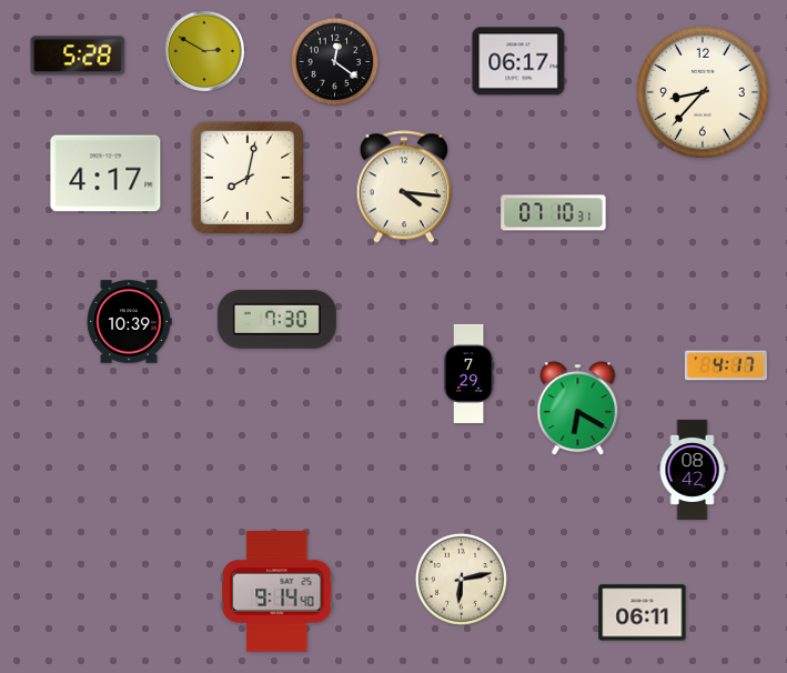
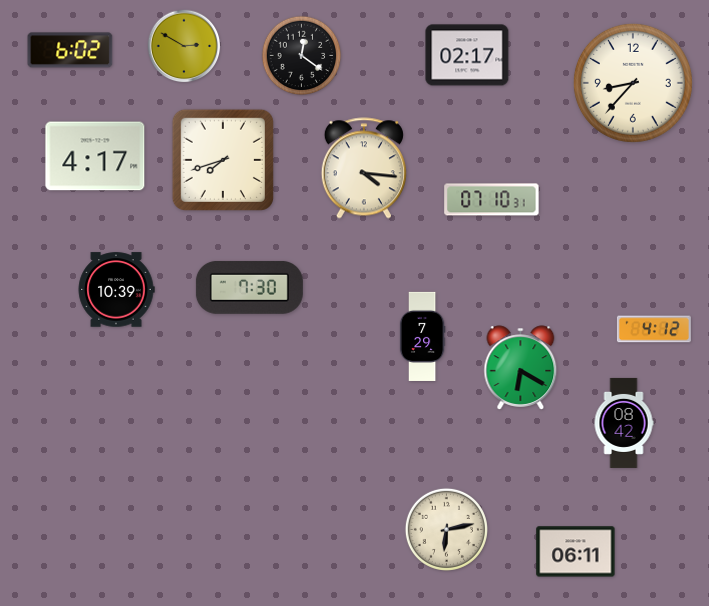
clock at (78, 56): 5:28 -> 6:02
clock at (518, 61): 06:17 -> 02:17
clock at (248, 178): 8:02 -> 7:42
clock at (554, 213) position: (554, 213) -> (492, 200)
clock at (726, 365): 4:17 -> 4:12
clock at (461, 579) position: (461, 579) -> (446, 529)
clock at (278, 592): 9:14 -> none
clock at (643, 613) position: (643, 613) -> (576, 552)
